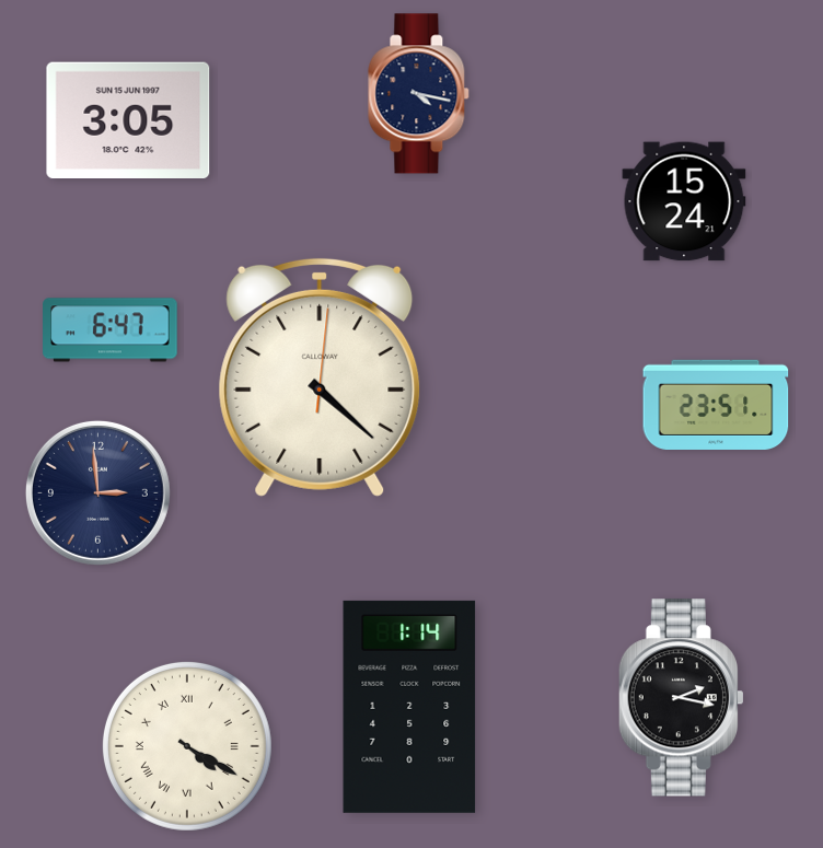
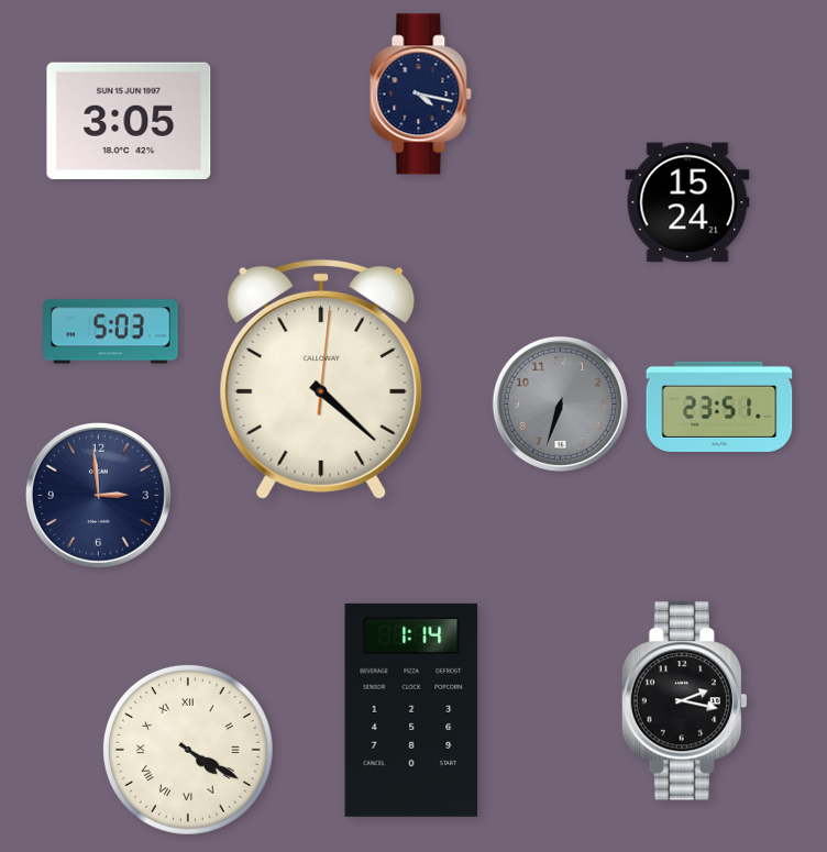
clock at (111, 330): 6:47 -> 5:03
clock at (560, 403): none -> 6:33
